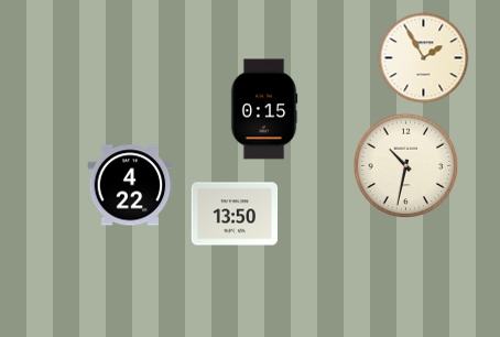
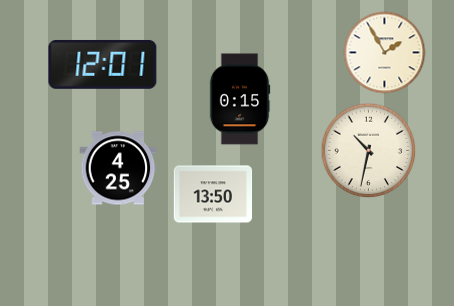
clock at (103, 64): none -> 12:01
clock at (130, 185): 4:22 -> 4:25
